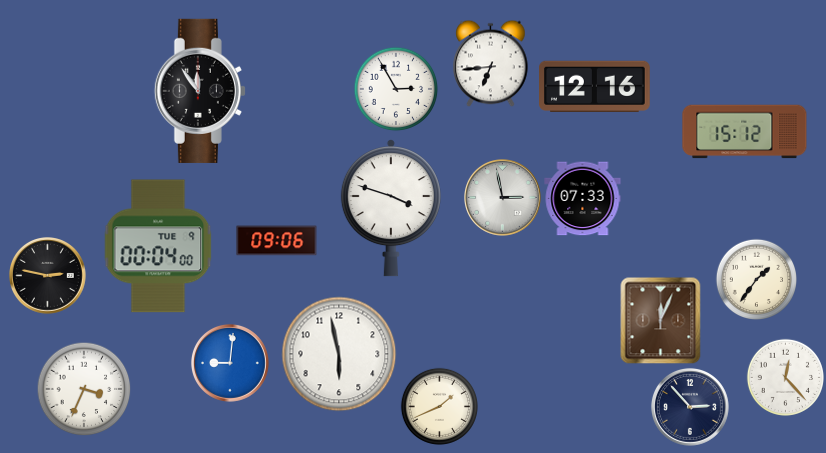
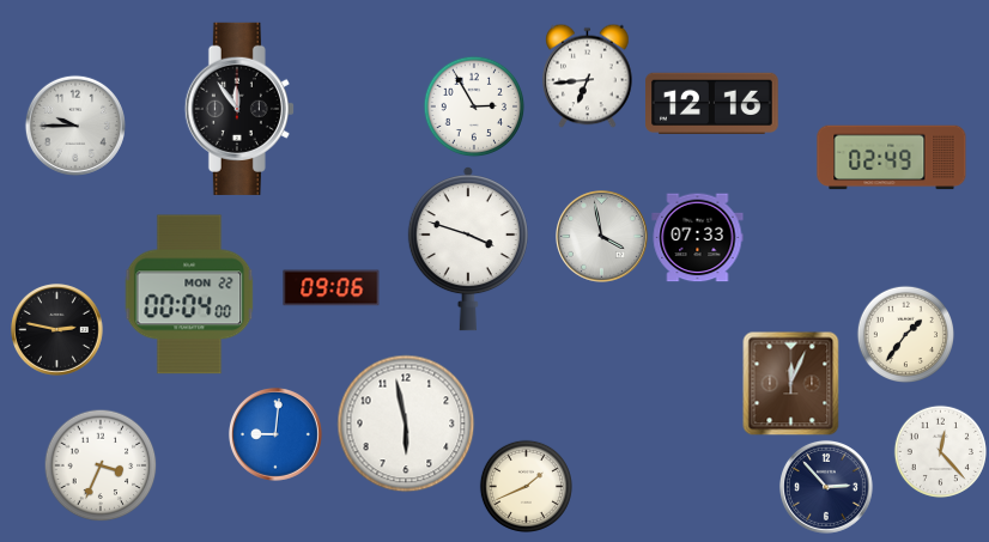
clock at (75, 126): none -> 9:45
clock at (745, 132): 15:12 -> 02:49
clock at (503, 198): 2:58 -> 3:58
clock at (158, 246) date: TUE 9 -> MON 22
